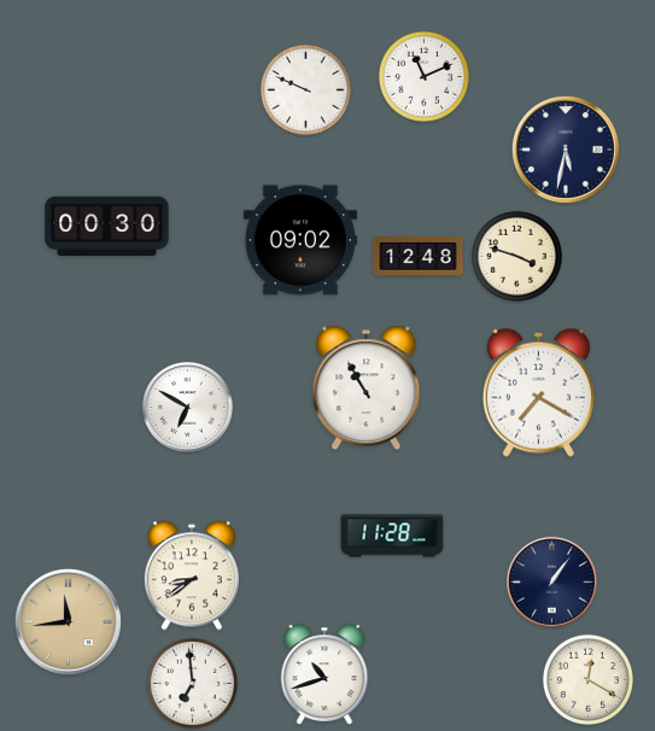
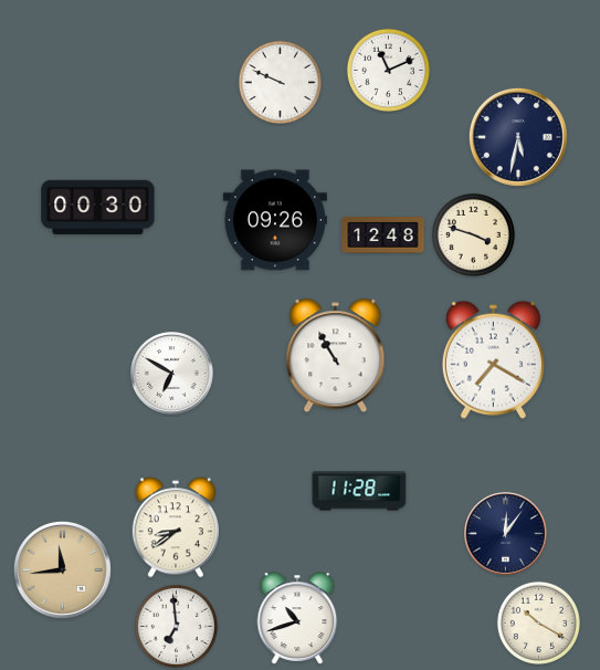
clock at (300, 240): 09:02 -> 09:26
clock at (552, 583): 1:06 -> 12:06
clock at (587, 679): 12:20 -> 10:20
